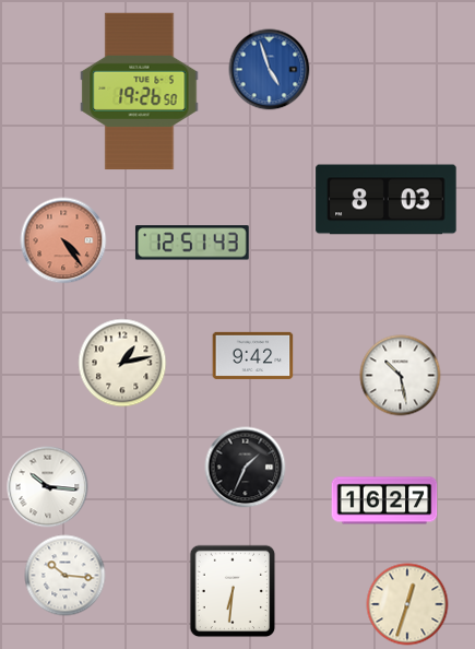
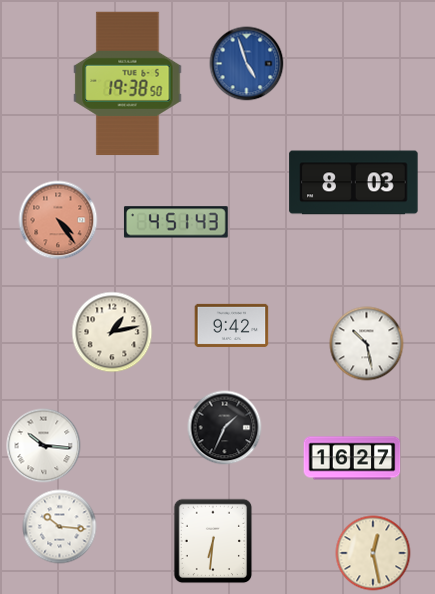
clock at (140, 92): 19:26 -> 19:38
clock at (192, 243): 12:51 -> 4:51
clock at (407, 604): 12:33 -> 12:28
